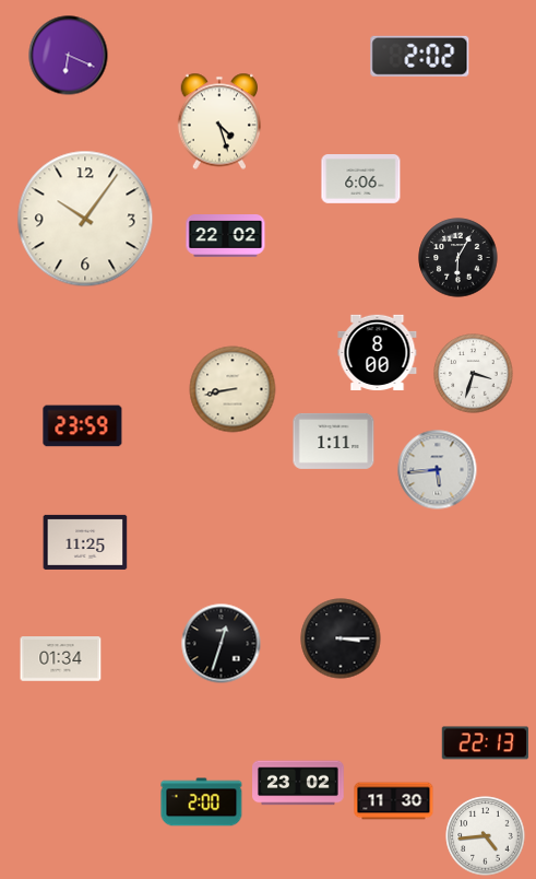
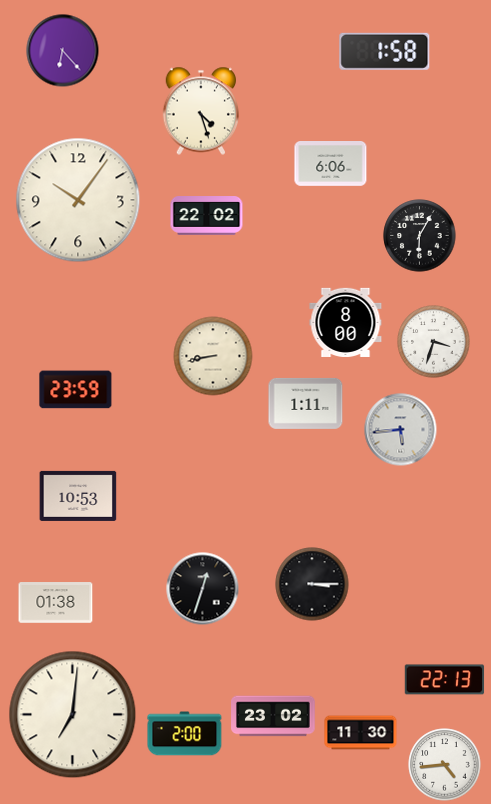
clock at (69, 56): 6:19 -> 6:23
clock at (420, 56): 2:02 -> 1:58
clock at (85, 542): 11:25 -> 10:53
clock at (61, 659): 01:34 -> 01:38
clock at (73, 715): none -> 7:01
